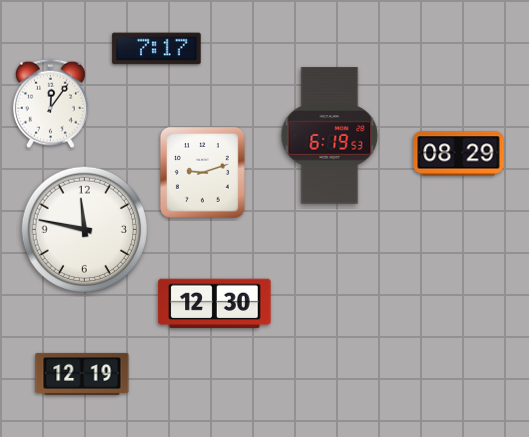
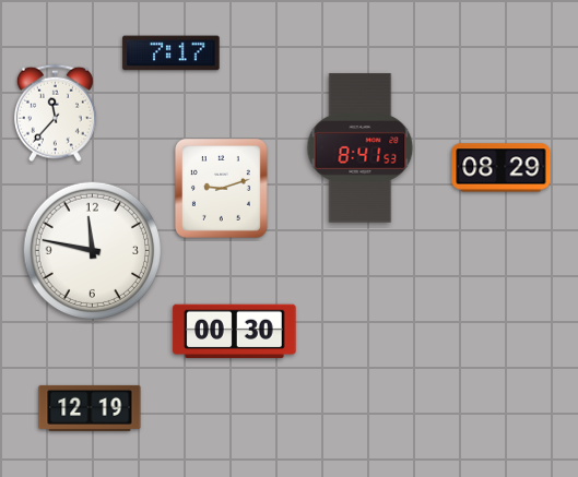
clock at (50, 104): 12:06 -> 11:37
clock at (330, 136): 6:19 -> 8:41
clock at (215, 304): 12:30 -> 00:30
